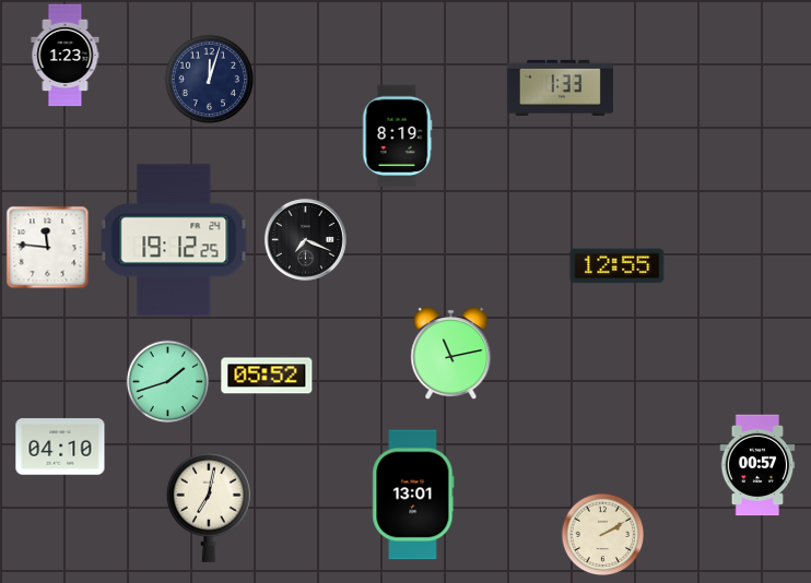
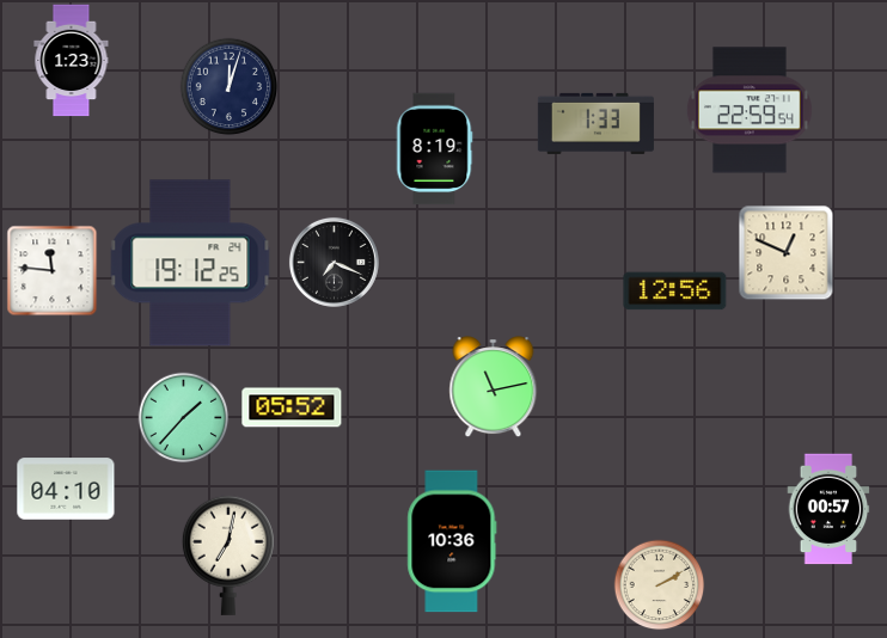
clock at (560, 87) position: (560, 87) -> (595, 123)
clock at (750, 110): none -> 22:59
clock at (787, 253): none -> 12:49
clock at (618, 266): 12:55 -> 12:56
clock at (267, 376) position: (267, 376) -> (292, 407)
clock at (168, 382): 1:42 -> 1:37
clock at (413, 495): 13:01 -> 10:36
